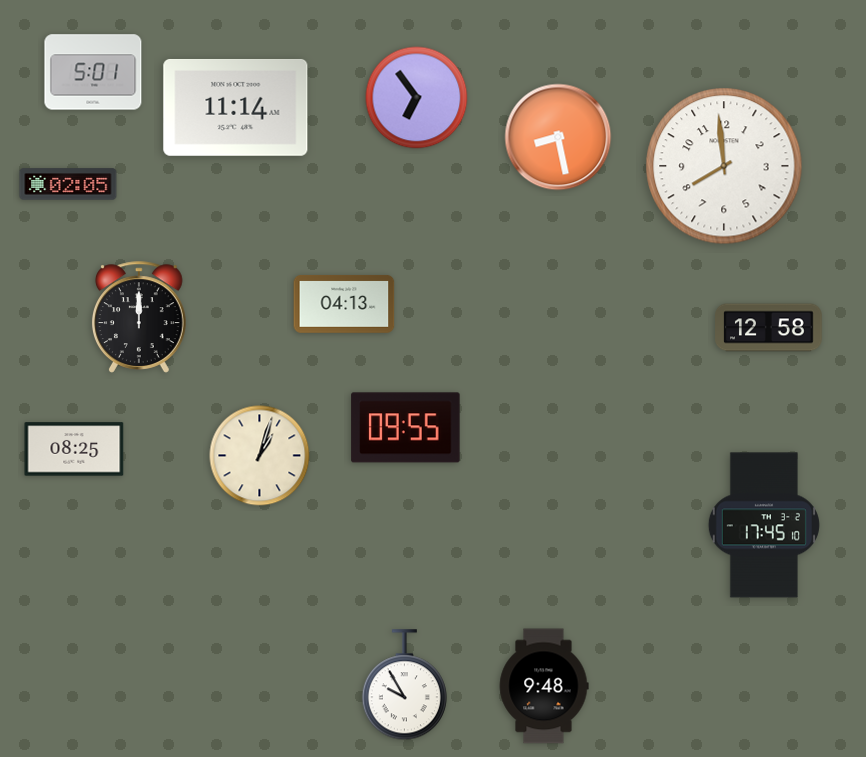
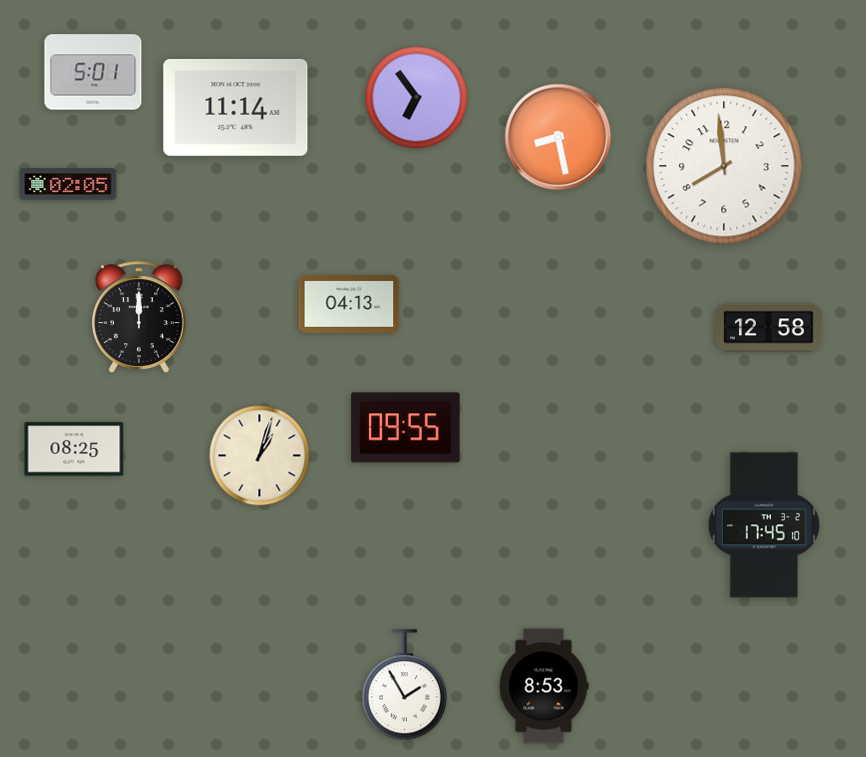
clock at (344, 304) position: (344, 304) -> (349, 304)
clock at (404, 685): 9:55 -> 1:55
clock at (544, 686): 9:48 -> 8:53
